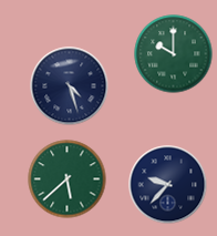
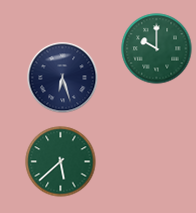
clock at (70, 86): 4:27 -> 6:27
clock at (168, 185): 9:37 -> none
